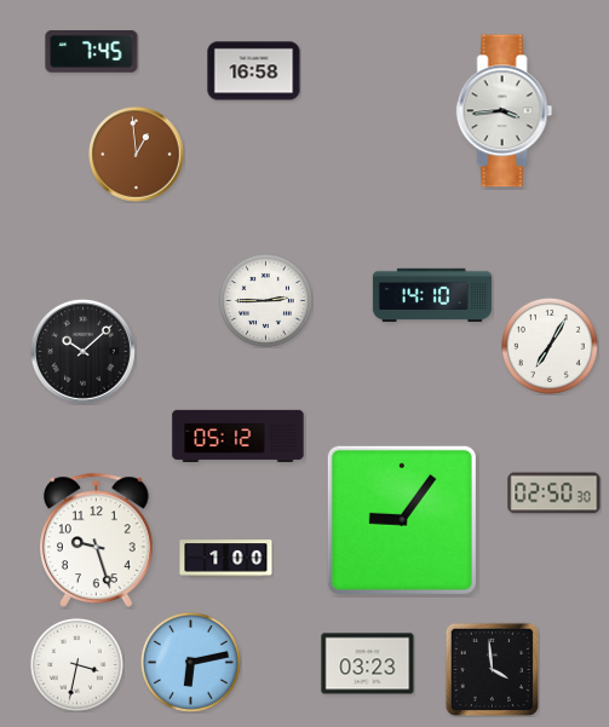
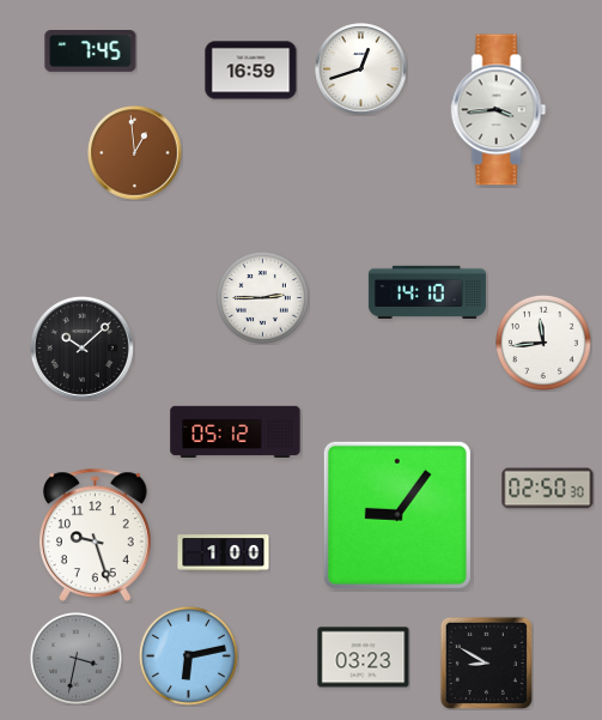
clock at (361, 69): none -> 12:42
clock at (254, 71): 16:58 -> 16:59
clock at (550, 346): 7:05 -> 11:44
clock at (76, 664) dial: white -> grey
clock at (492, 669): 3:59 -> 8:50
